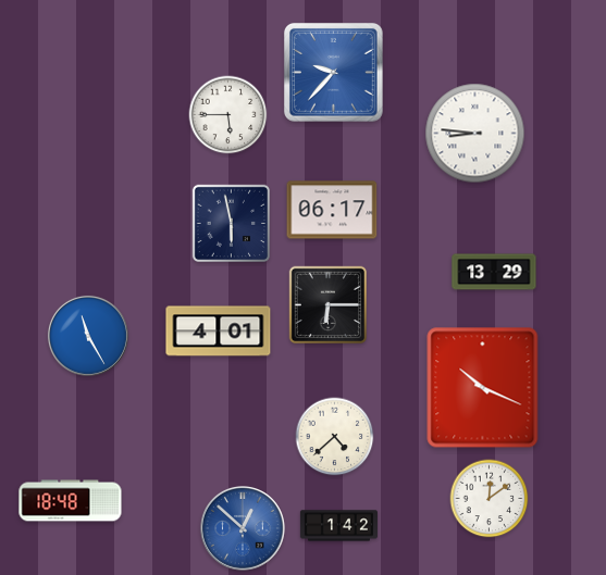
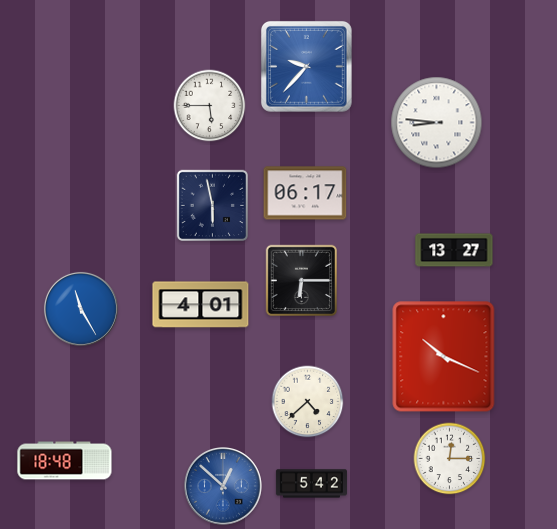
clock at (494, 272): 13:29 -> 13:27
clock at (490, 499): 12:09 -> 12:15
clock at (338, 526): 1:42 -> 5:42
